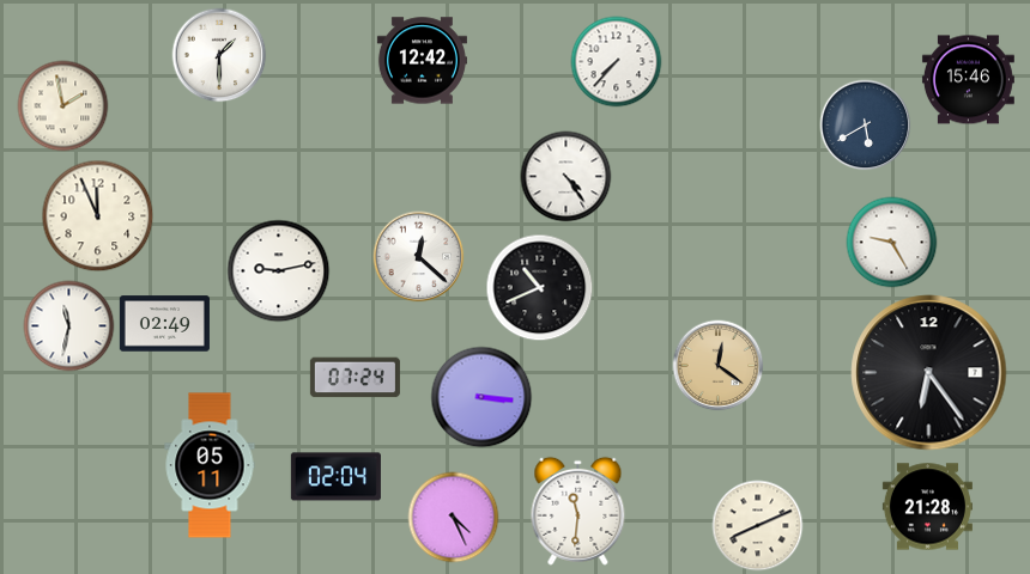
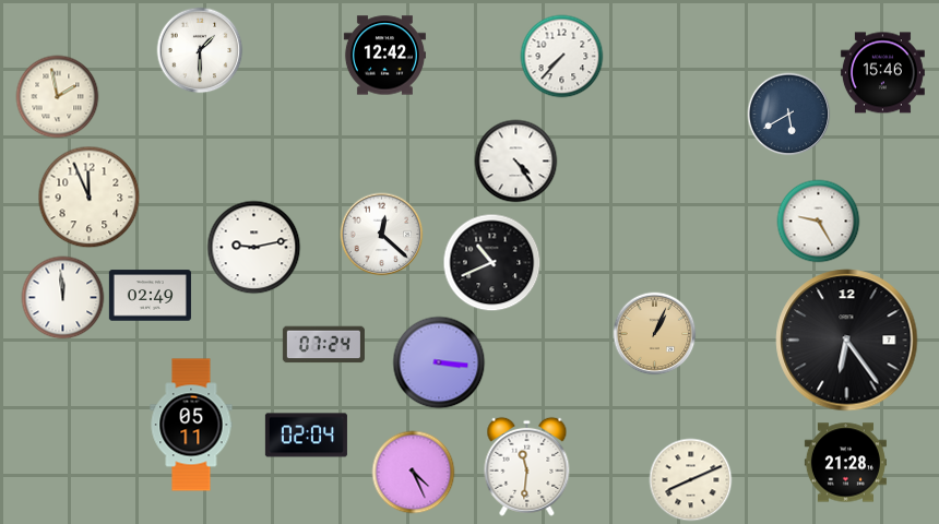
clock at (892, 243) position: (892, 243) -> (819, 222)
clock at (69, 326): 11:32 -> 11:59
clock at (719, 366): 12:21 -> 1:04
